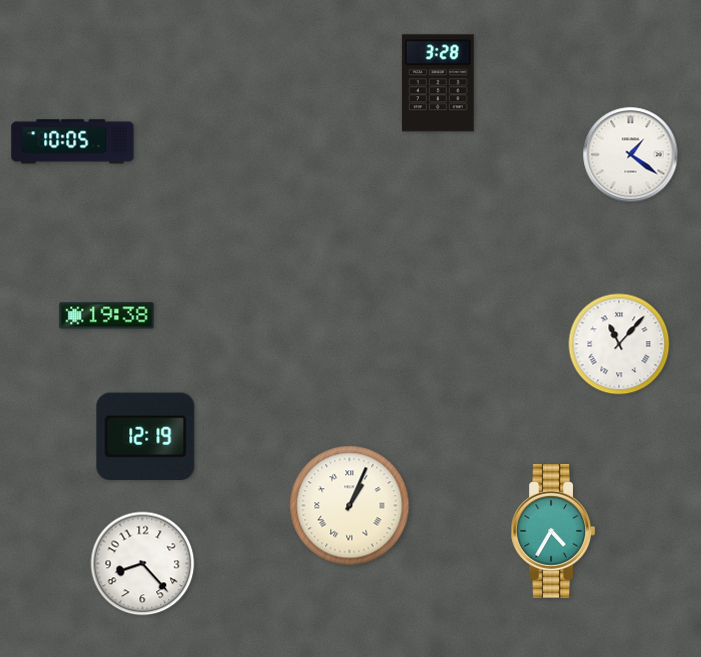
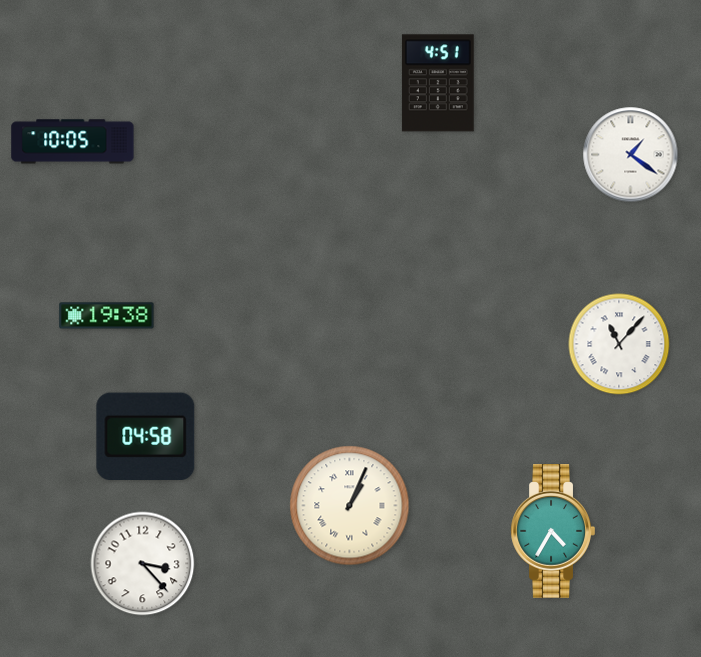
clock at (438, 83): 3:28 -> 4:51
clock at (146, 436): 12:19 -> 04:58
clock at (143, 564): 8:23 -> 3:23
